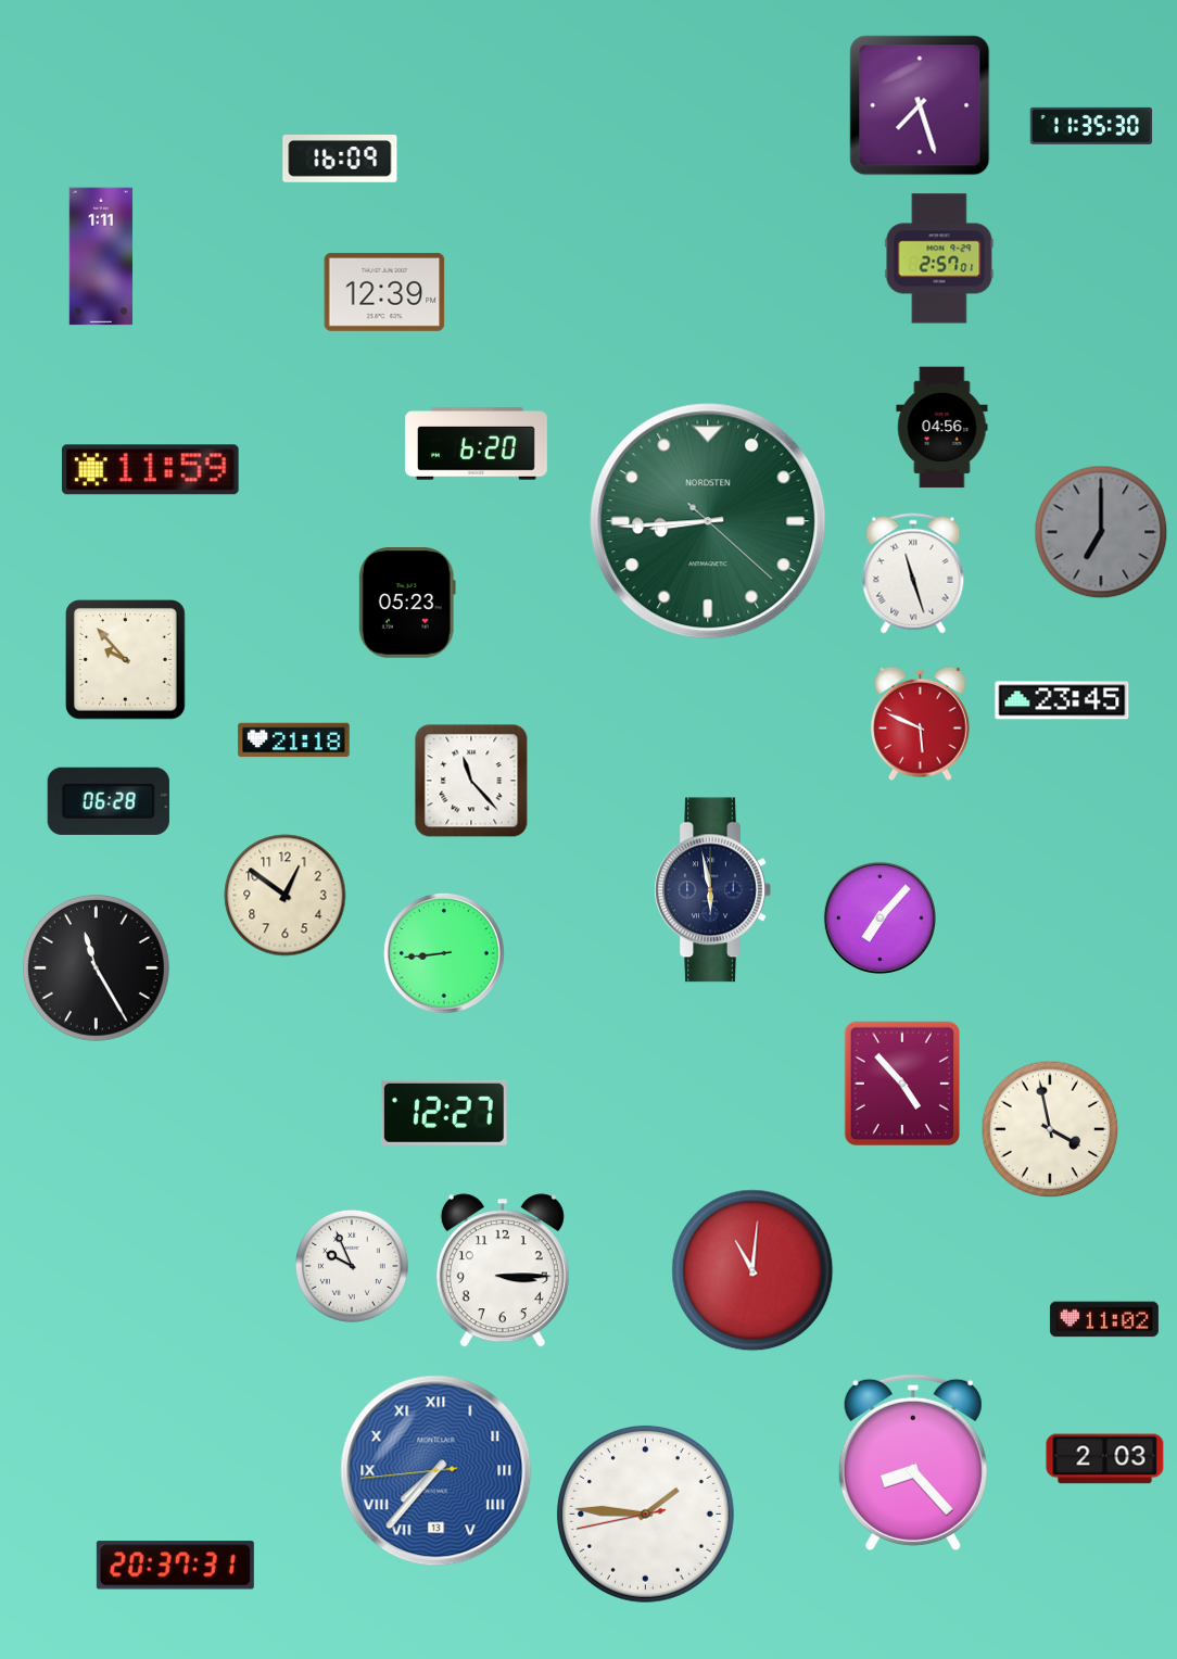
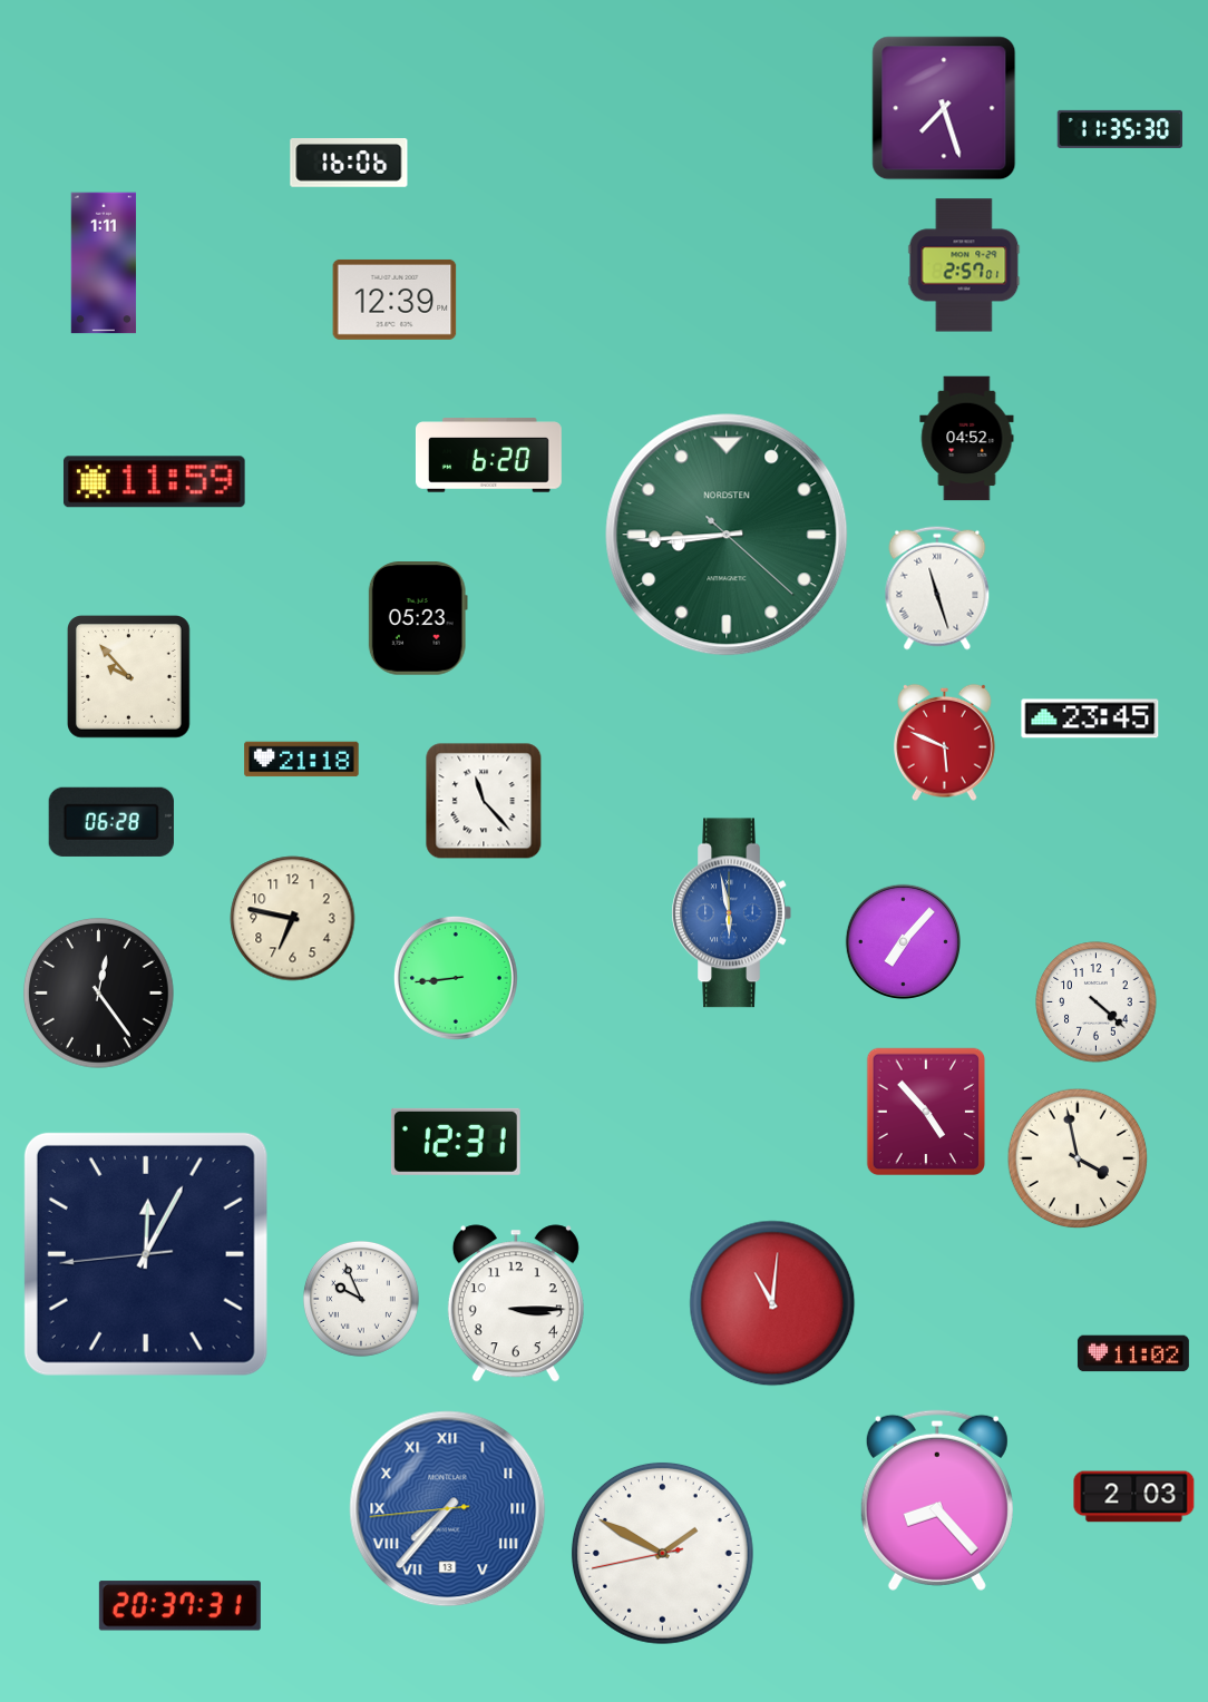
clock at (340, 160): 16:09 -> 16:06
clock at (942, 428): 04:56 -> 04:52
clock at (1101, 532): 7:00 -> none
clock at (712, 890) dial: navy -> blue
clock at (286, 896): 12:51 -> 6:47
clock at (97, 968): 11:25 -> 12:24
clock at (1097, 1002): none -> 4:22
clock at (444, 1113): 12:27 -> 12:31
clock at (146, 1254): none -> 12:04
clock at (645, 1514): 1:45 -> 1:49
